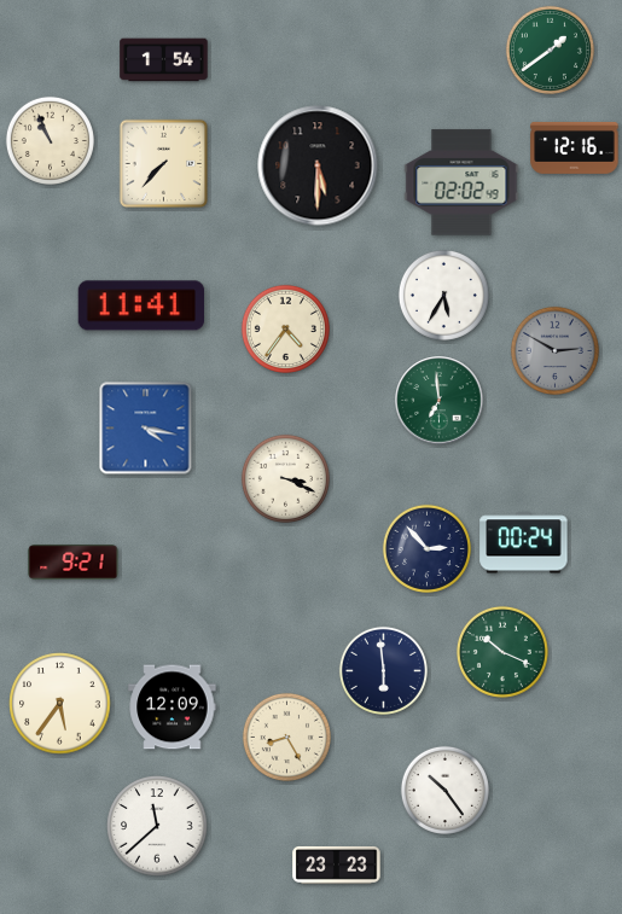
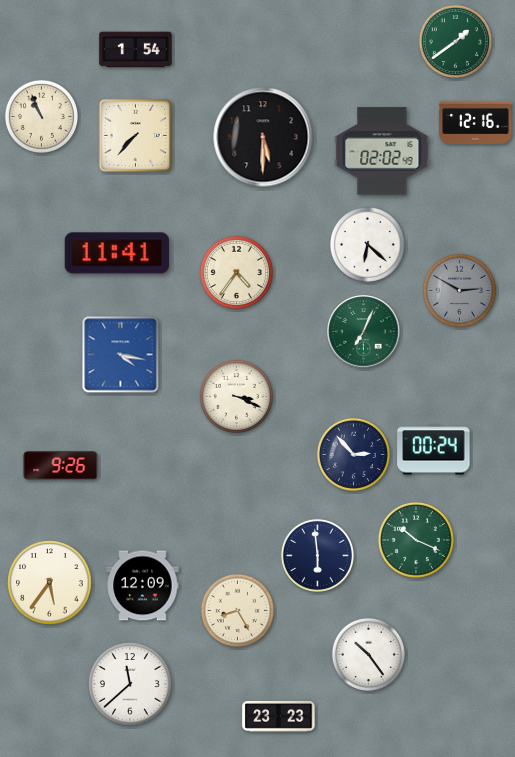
clock at (443, 295): 5:35 -> 6:22
clock at (440, 401): 6:59 -> 7:04
clock at (74, 563): 9:21 -> 9:26
